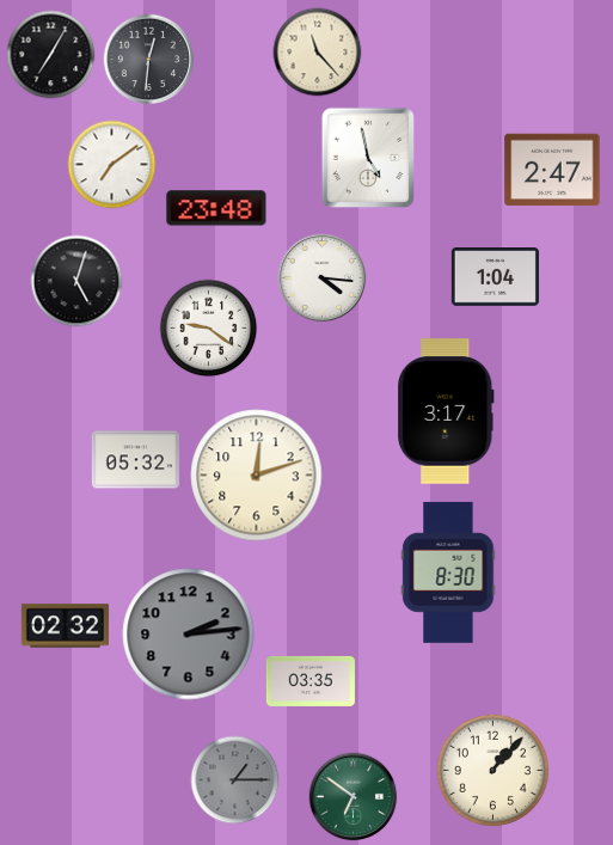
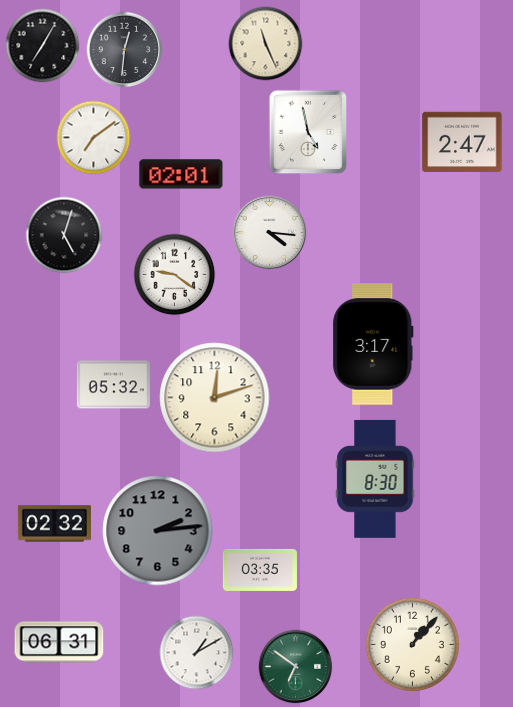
clock at (318, 53): 11:23 -> 11:26
clock at (216, 208): 23:48 -> 02:01
clock at (495, 277): 1:04 -> none
clock at (59, 642): none -> 06:31
clock at (235, 780): 1:15 -> 1:10
clock at (235, 780) dial: grey -> white
